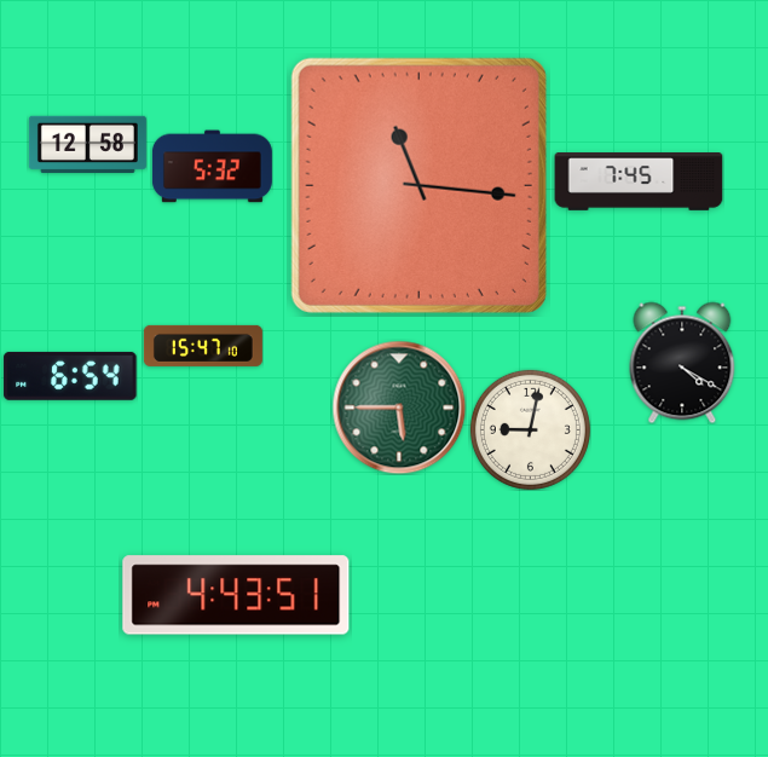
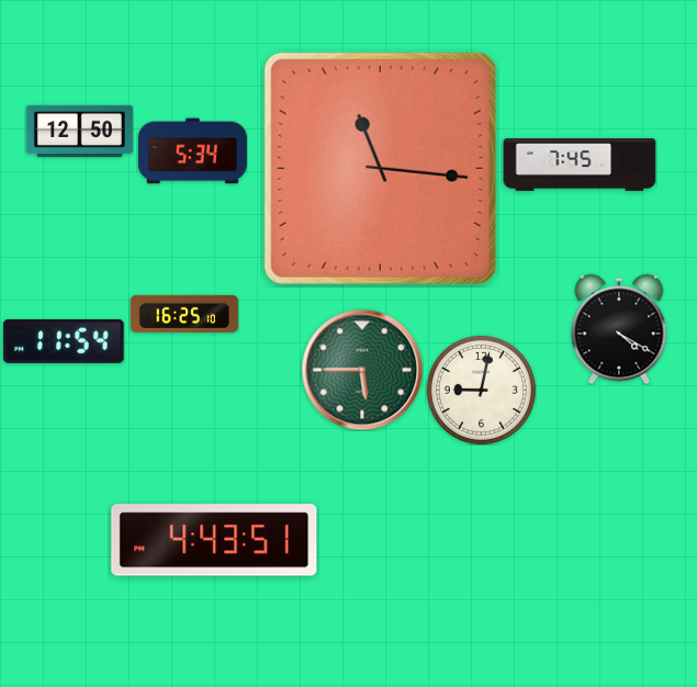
clock at (87, 144): 12:58 -> 12:50
clock at (212, 167): 5:32 -> 5:34
clock at (203, 346): 15:47 -> 16:25
clock at (70, 376): 6:54 -> 11:54
